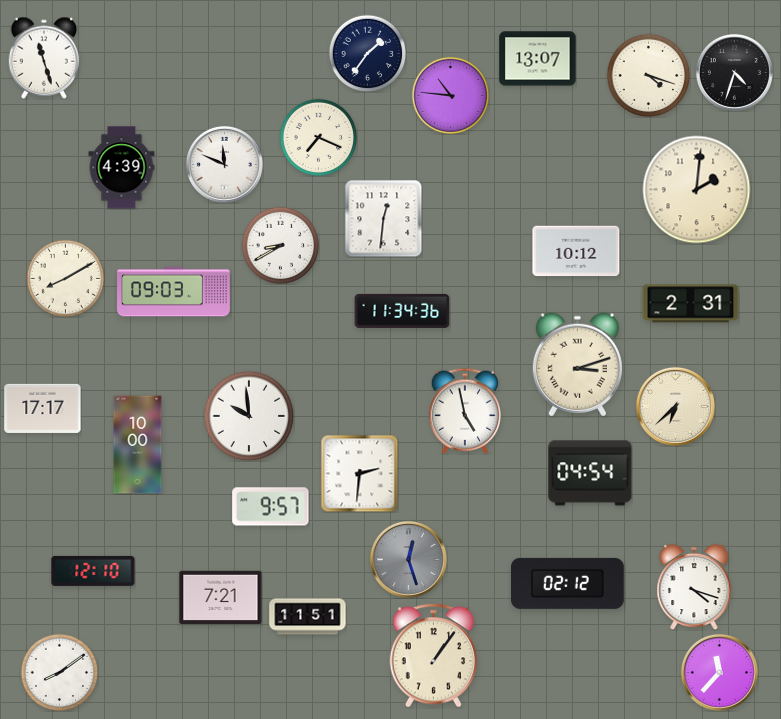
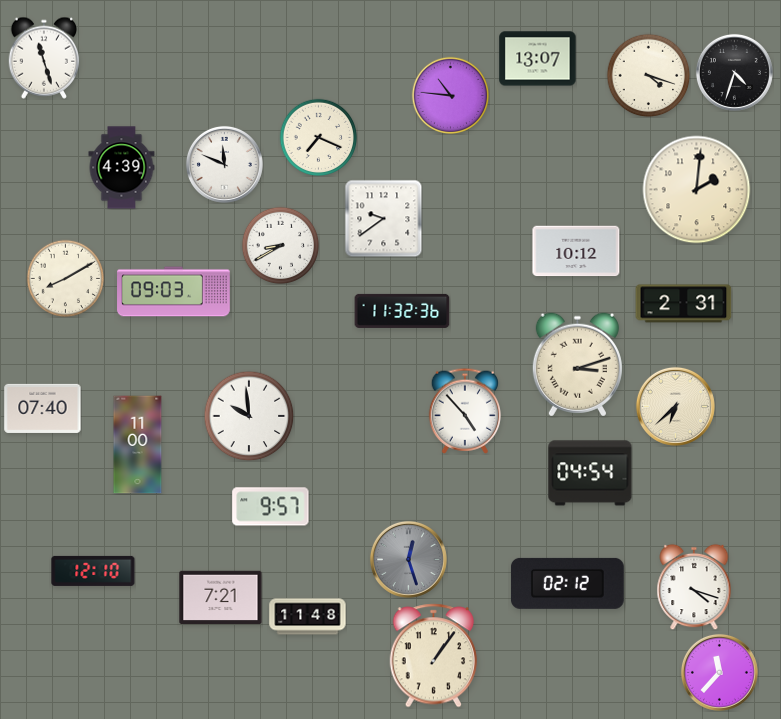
clock at (367, 53): 1:36 -> none
clock at (383, 218): 12:31 -> 9:39
clock at (691, 304) position: (691, 304) -> (684, 304)
clock at (402, 311): 11:34 -> 11:32
clock at (43, 408): 17:17 -> 07:40
clock at (464, 411): 4:58 -> 4:53
clock at (138, 445): 10:00 -> 11:00
clock at (359, 473): 2:31 -> none
clock at (308, 617): 11:51 -> 11:48
clock at (59, 672): 8:09 -> none
